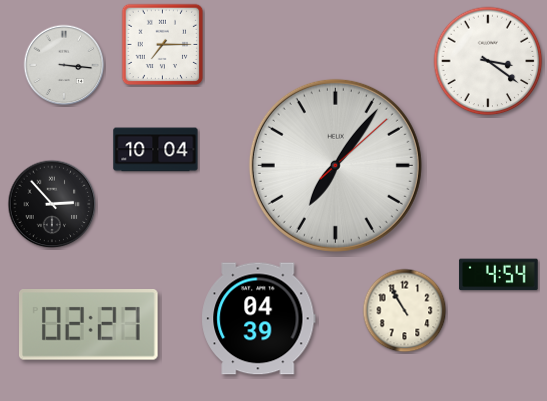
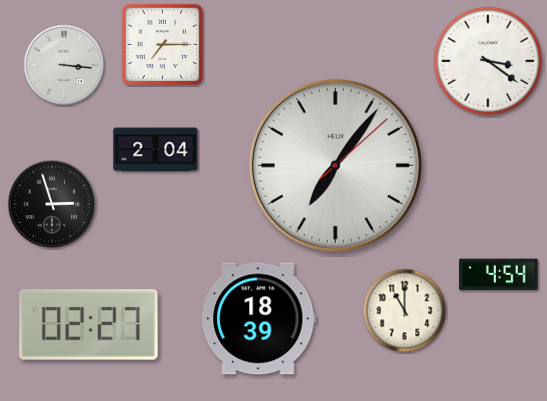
clock at (156, 150): 10:04 -> 2:04
clock at (52, 204): 2:53 -> 2:57
clock at (405, 311): 10:55 -> 11:00
clock at (259, 319): 04:39 -> 18:39
